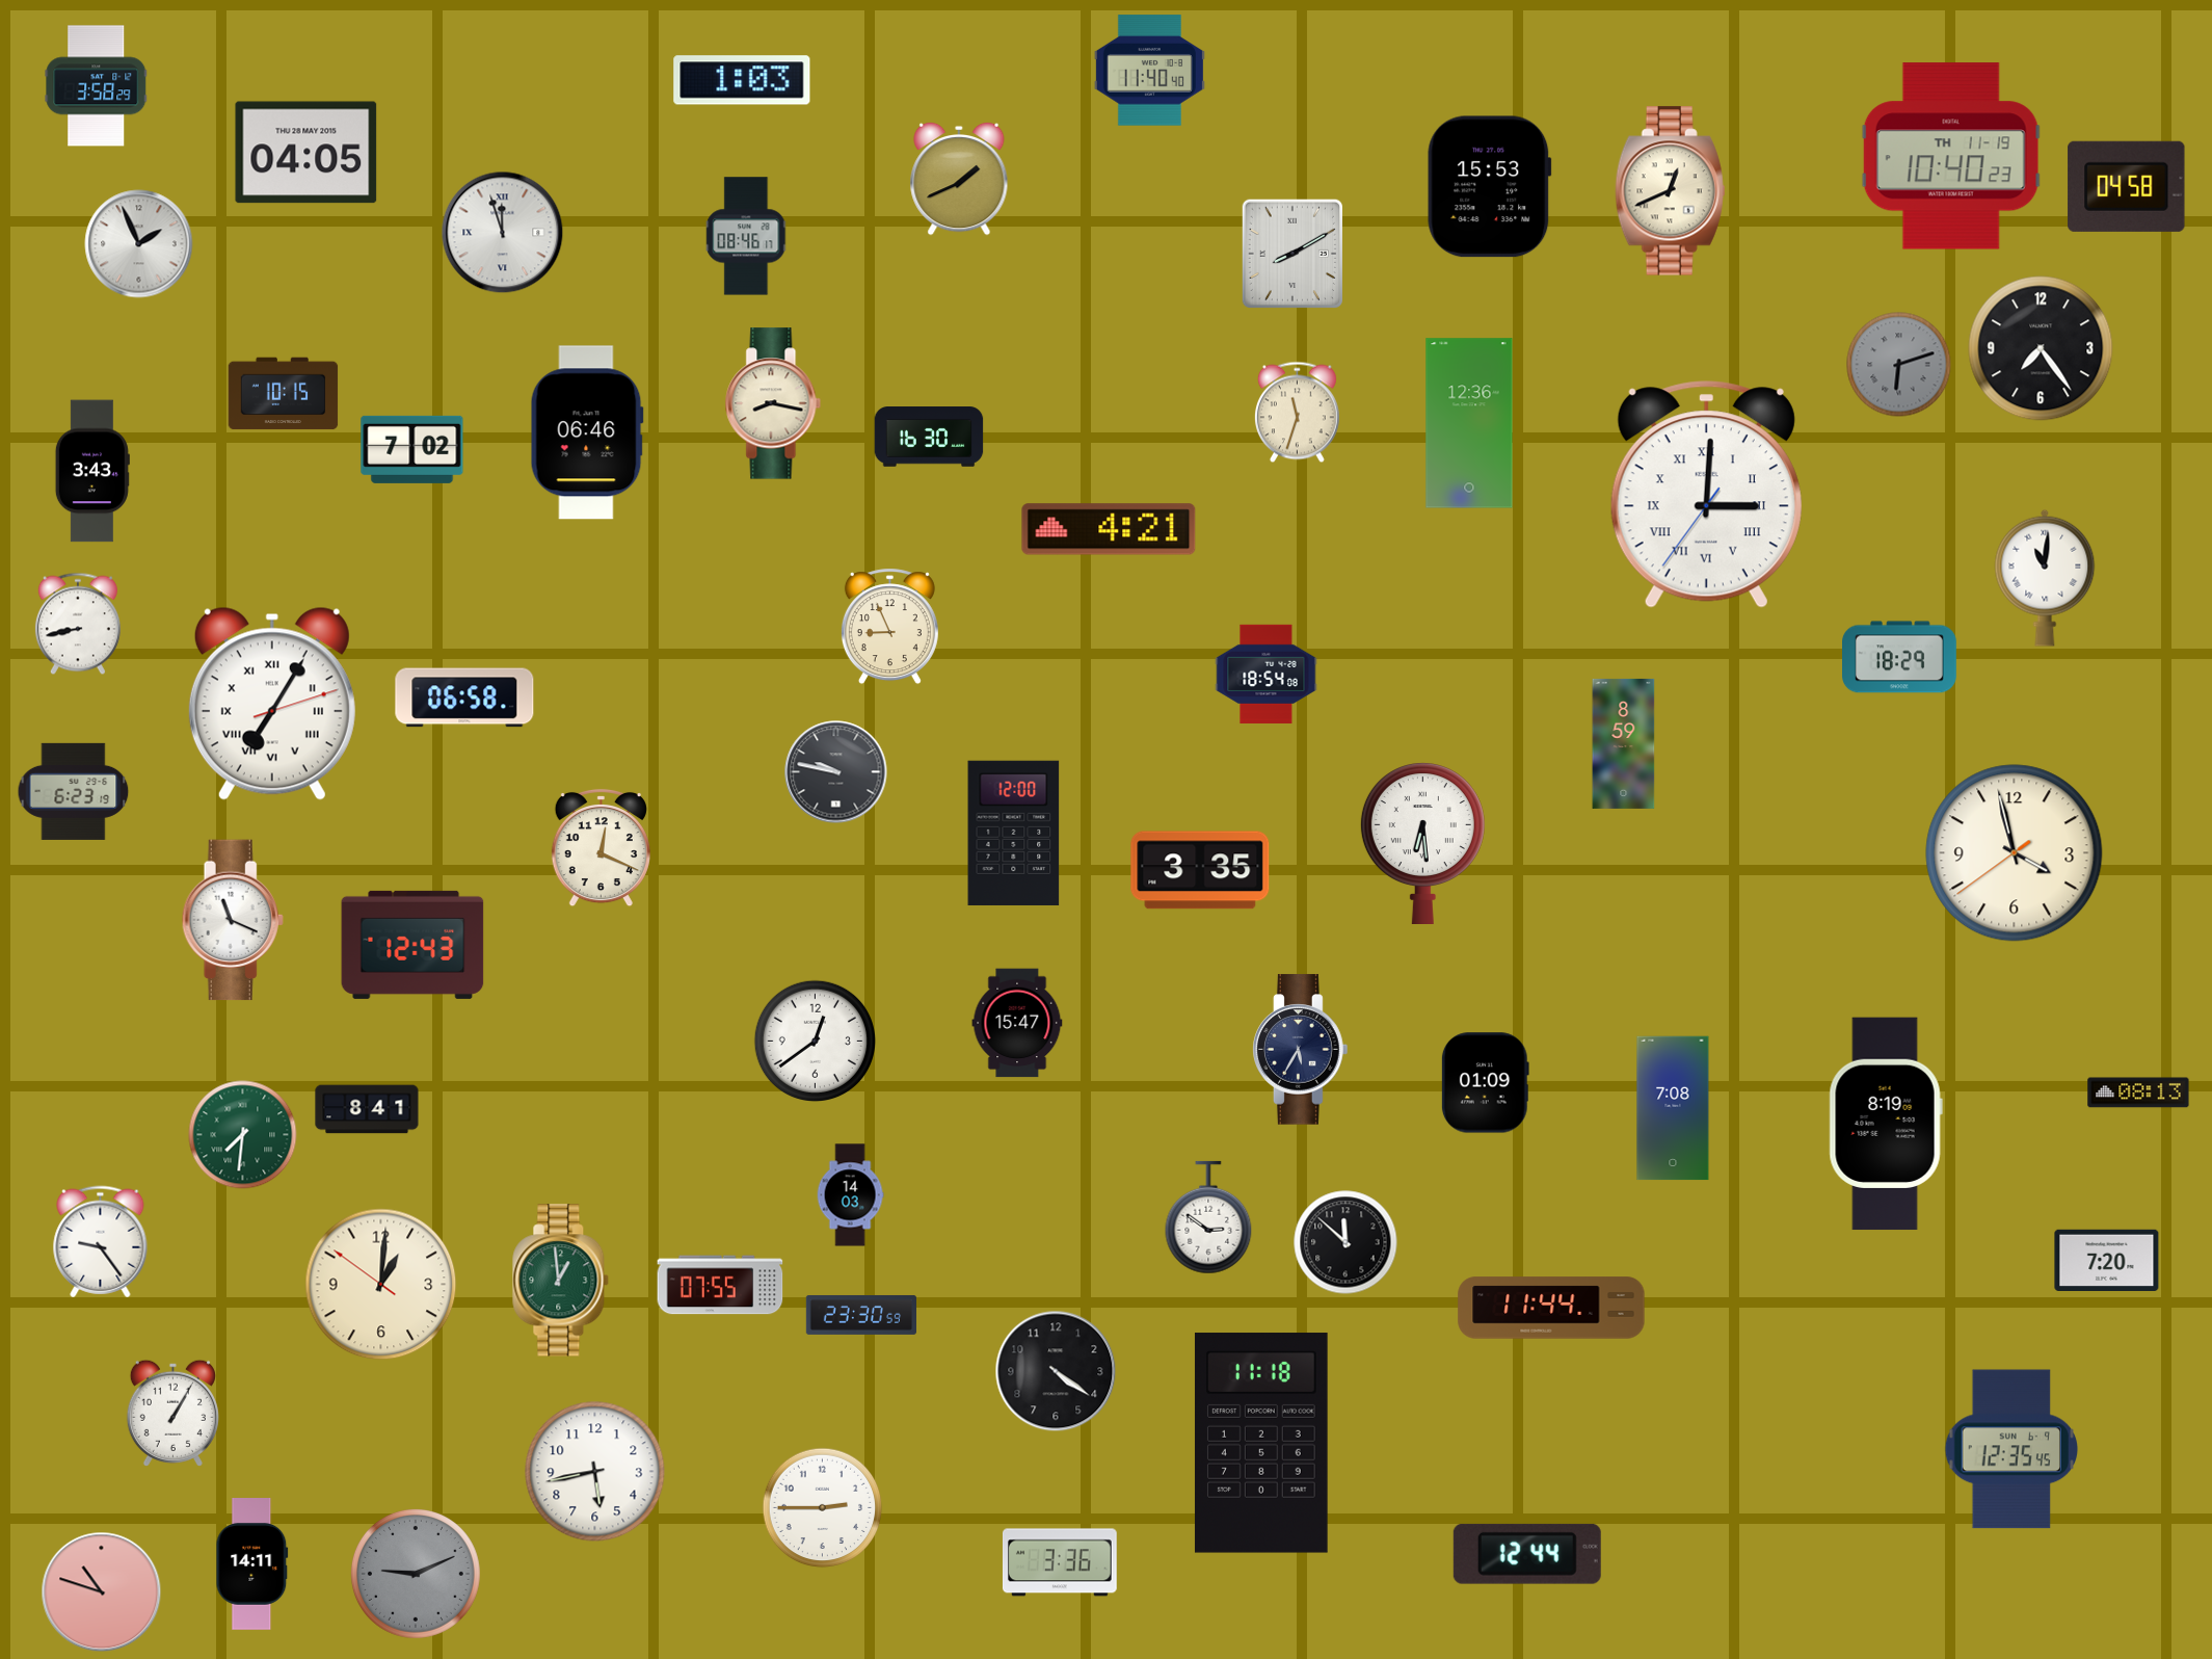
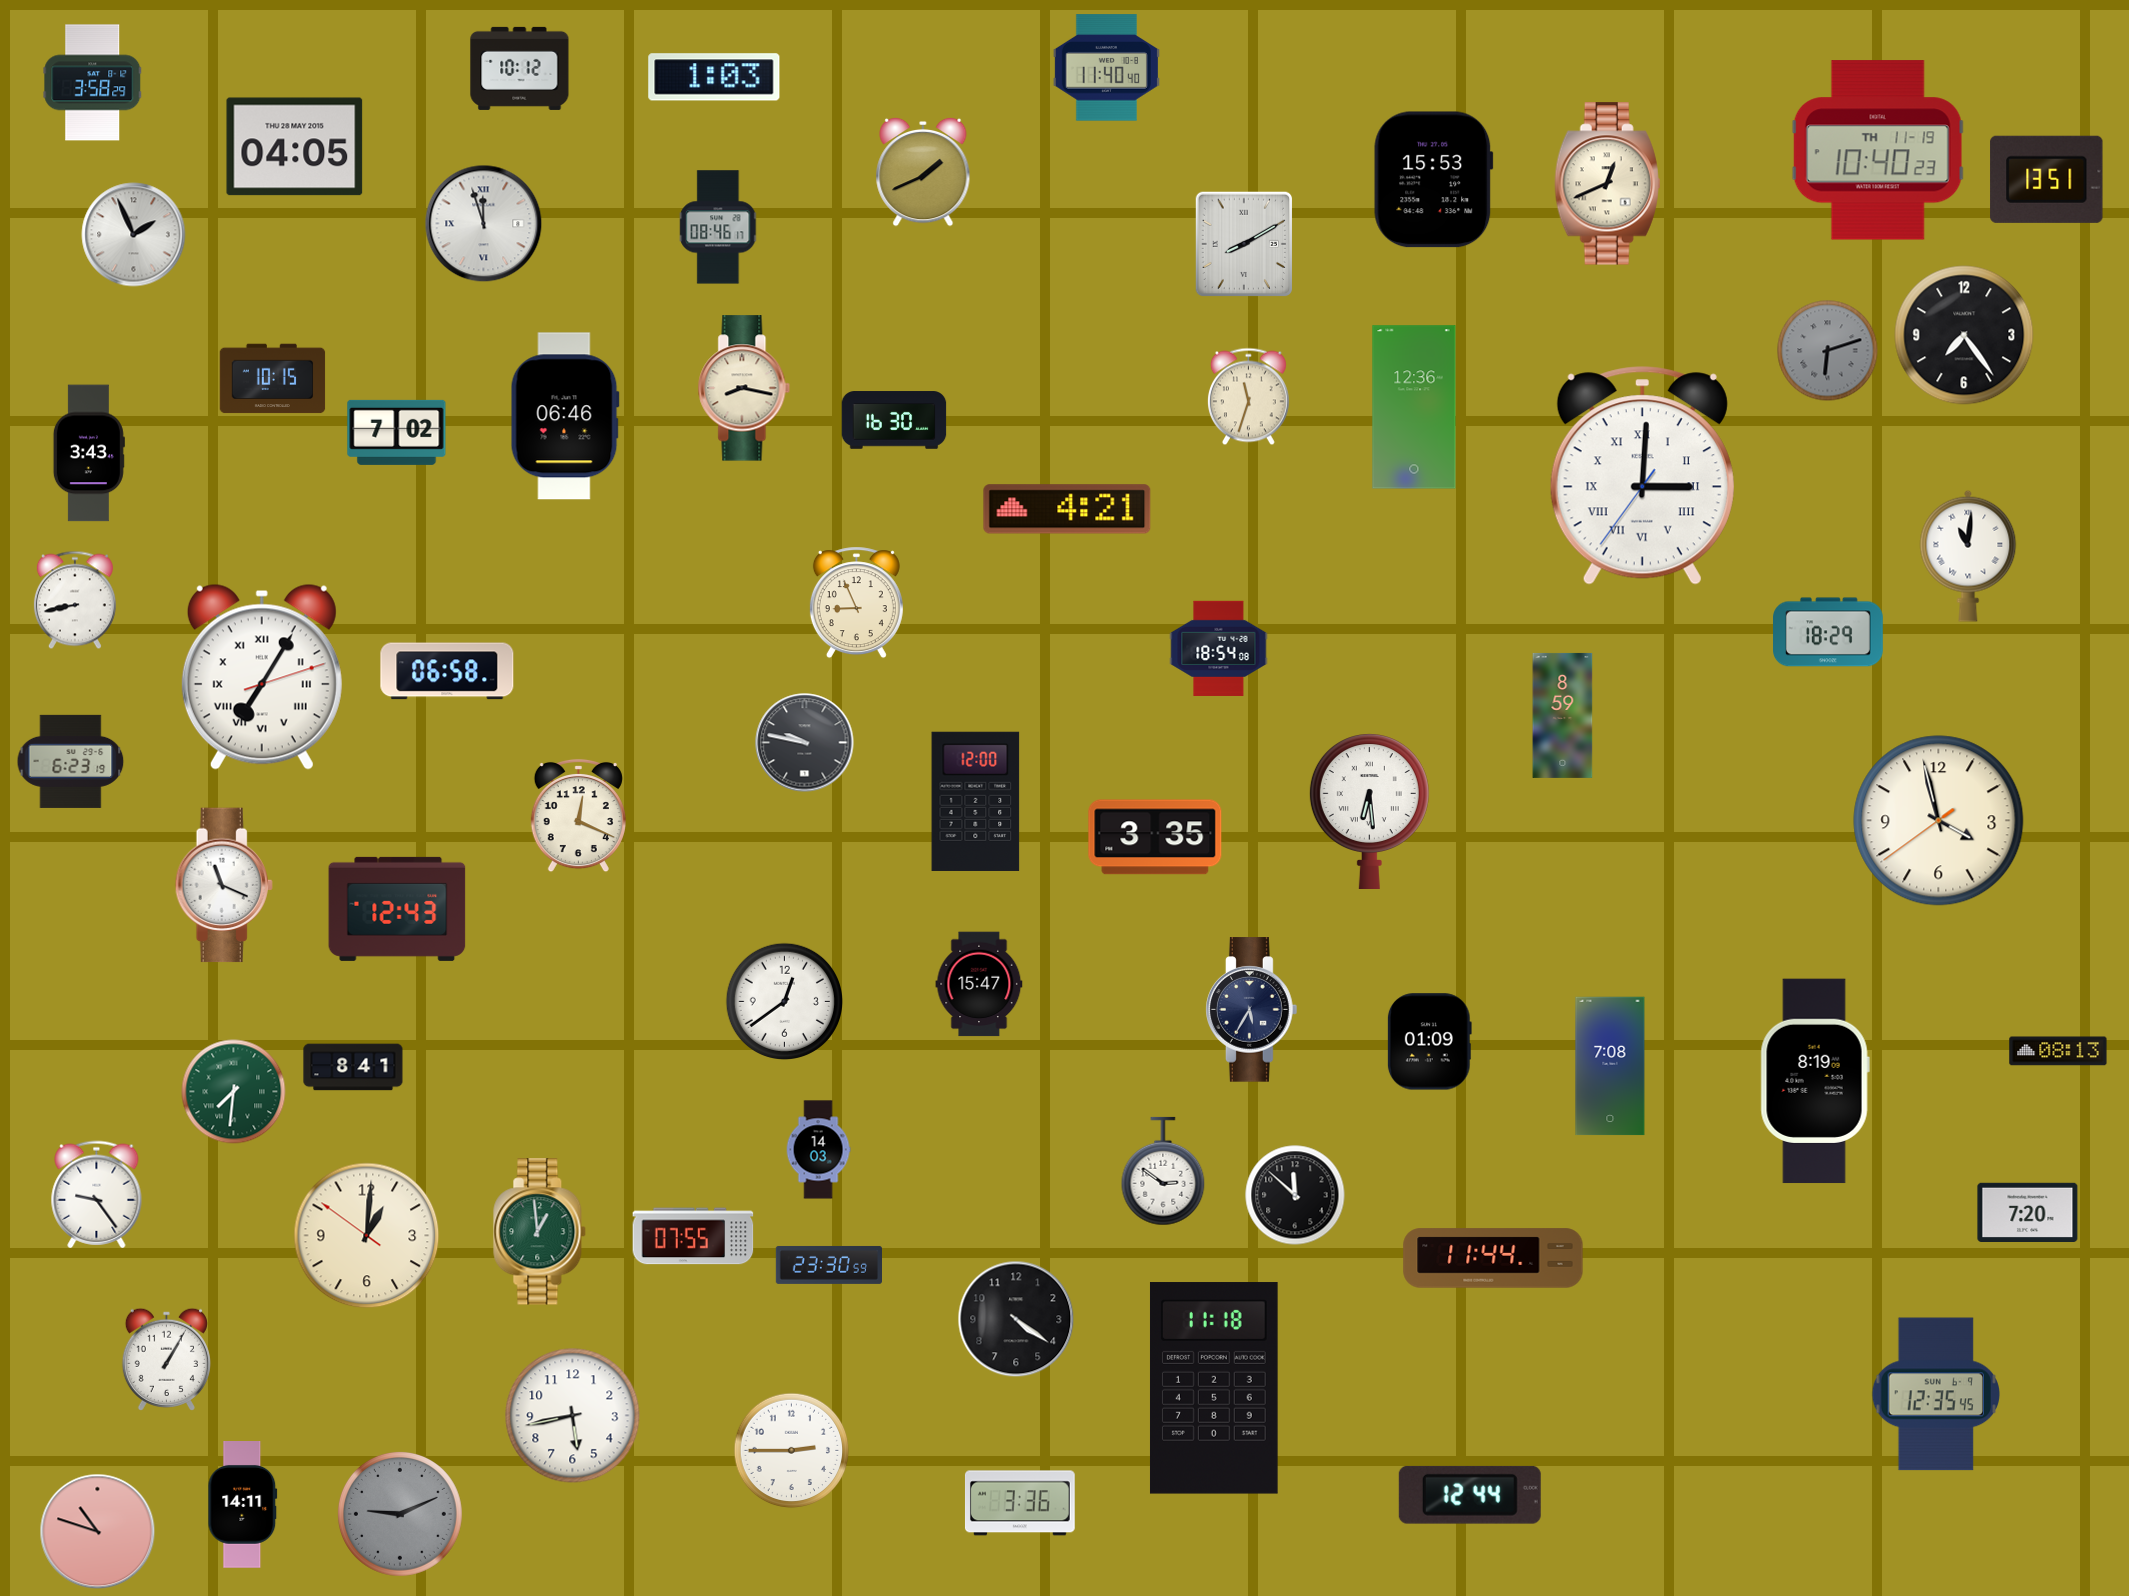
clock at (520, 68): none -> 10:12
clock at (2127, 186): 04:58 -> 13:51
